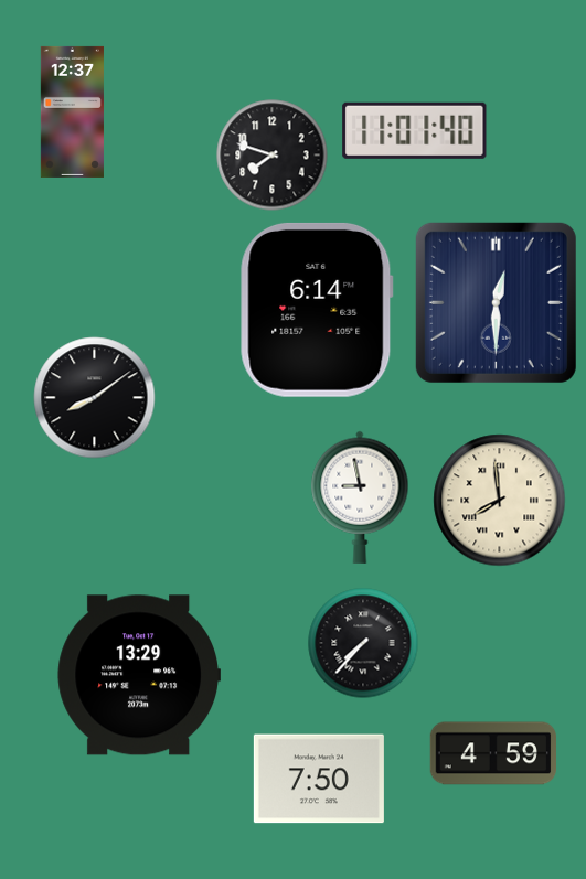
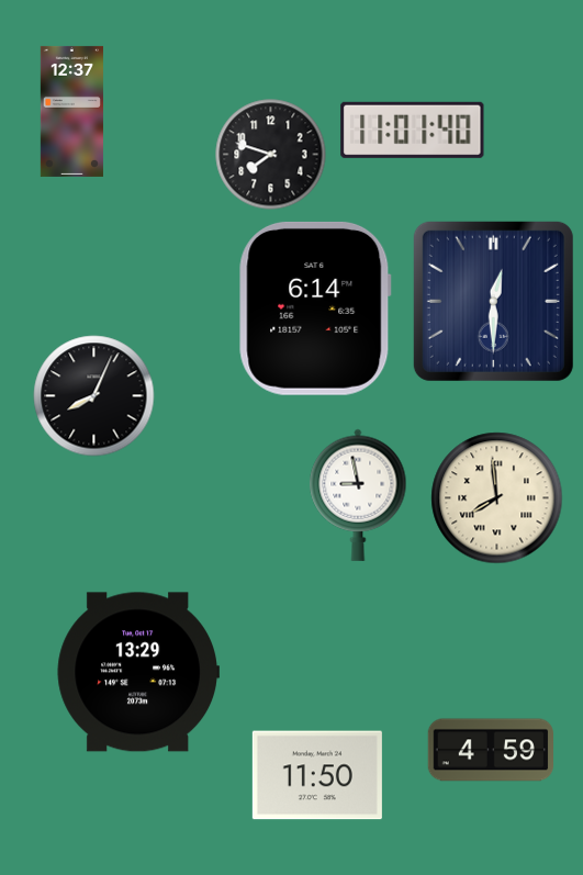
clock at (95, 398): 8:09 -> 8:04
clock at (363, 643): 7:37 -> none
clock at (319, 779): 7:50 -> 11:50
